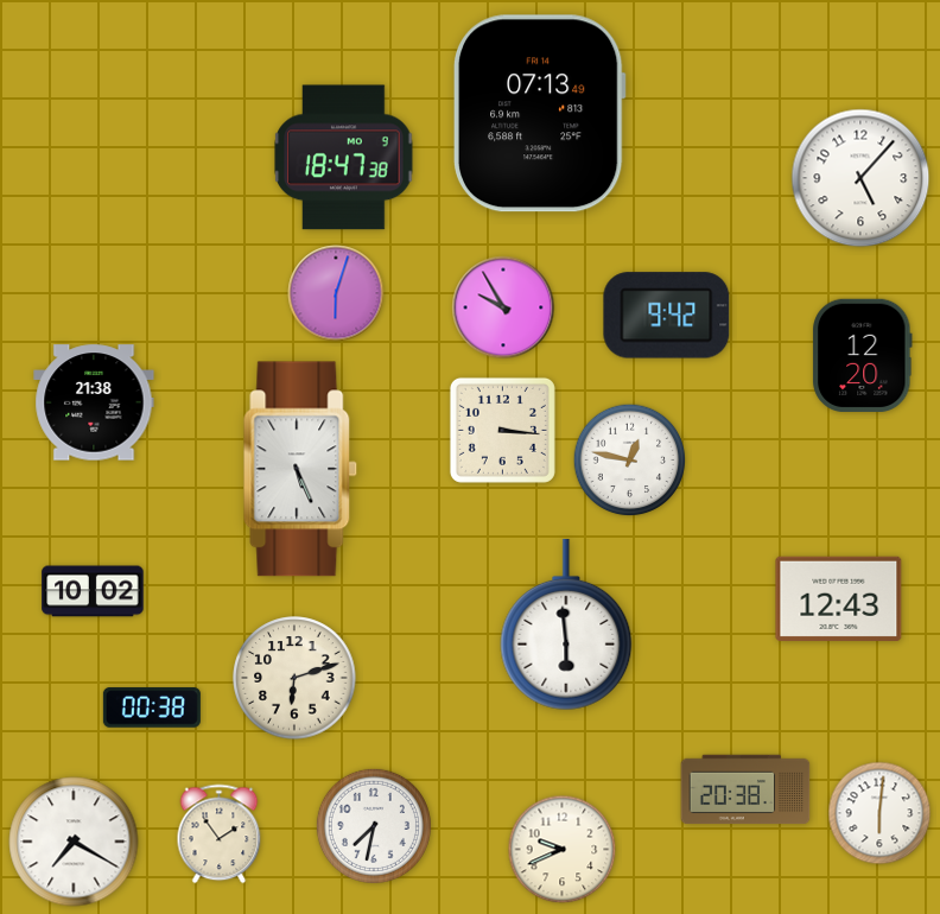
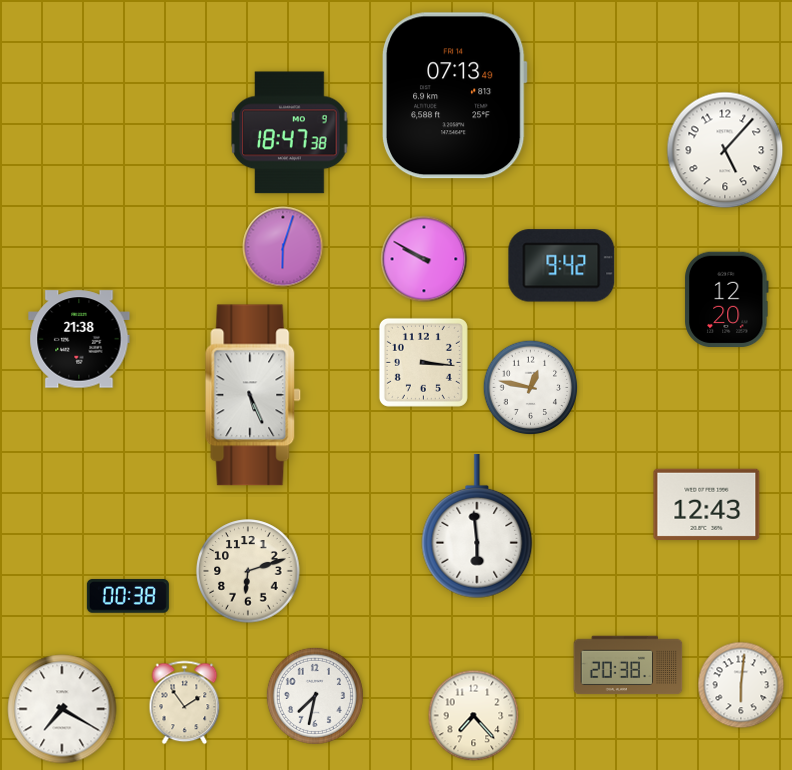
clock at (503, 307): 9:55 -> 9:50
clock at (93, 591): 10:02 -> none
clock at (563, 850): 9:41 -> 7:23
